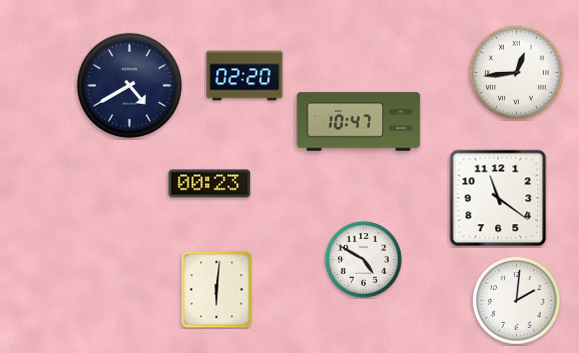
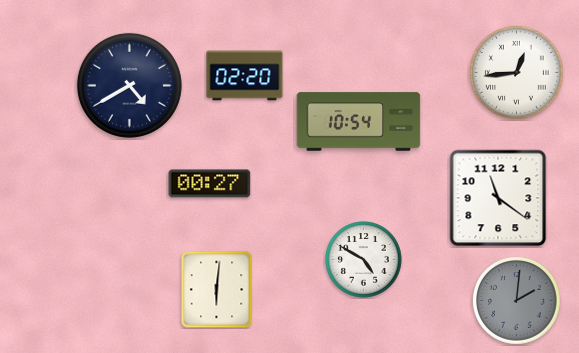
clock at (359, 122): 10:47 -> 10:54
clock at (210, 184): 00:23 -> 00:27
clock at (517, 301) dial: white -> grey
